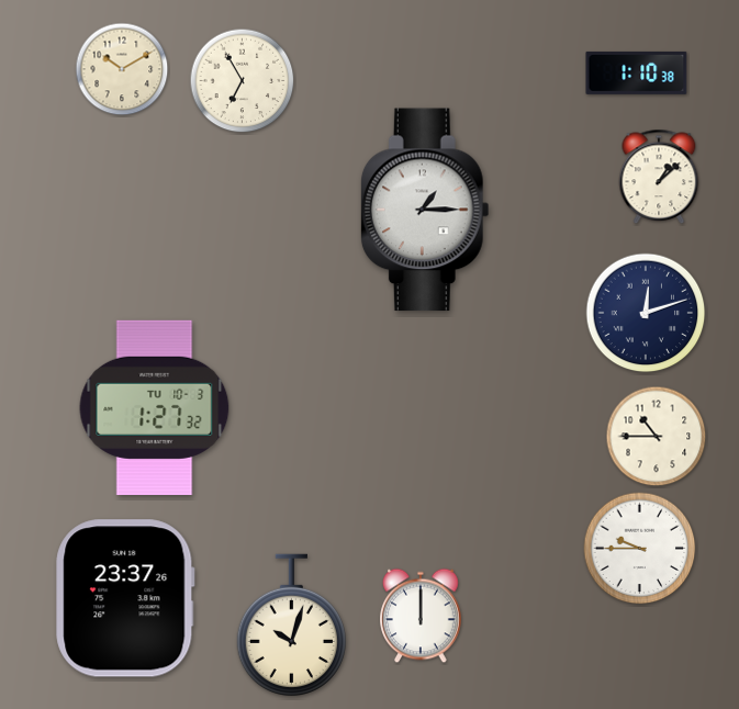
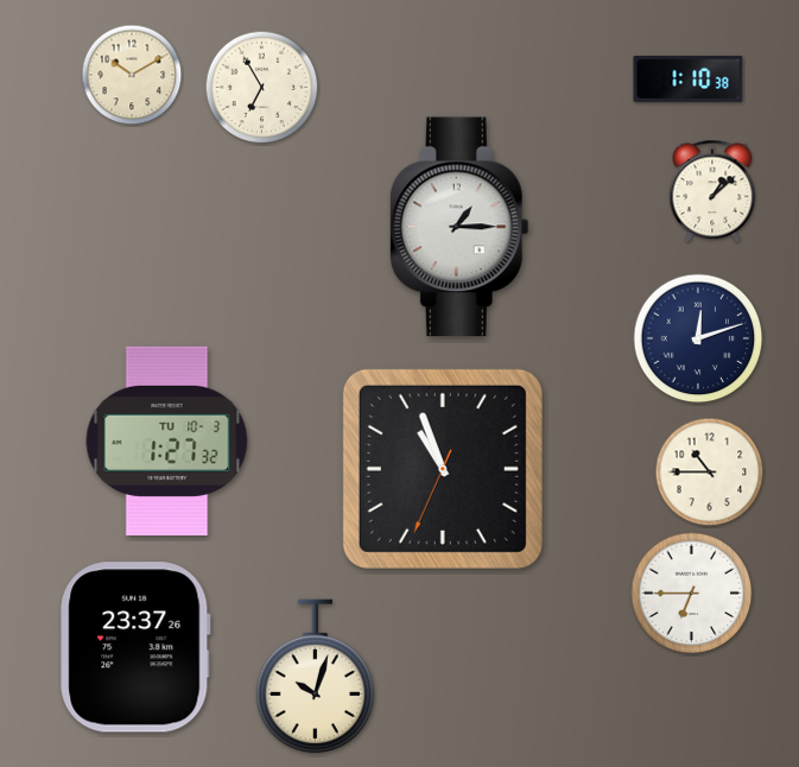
clock at (443, 469): none -> 10:56
clock at (640, 549): 9:45 -> 6:45
clock at (421, 616): 12:00 -> none
